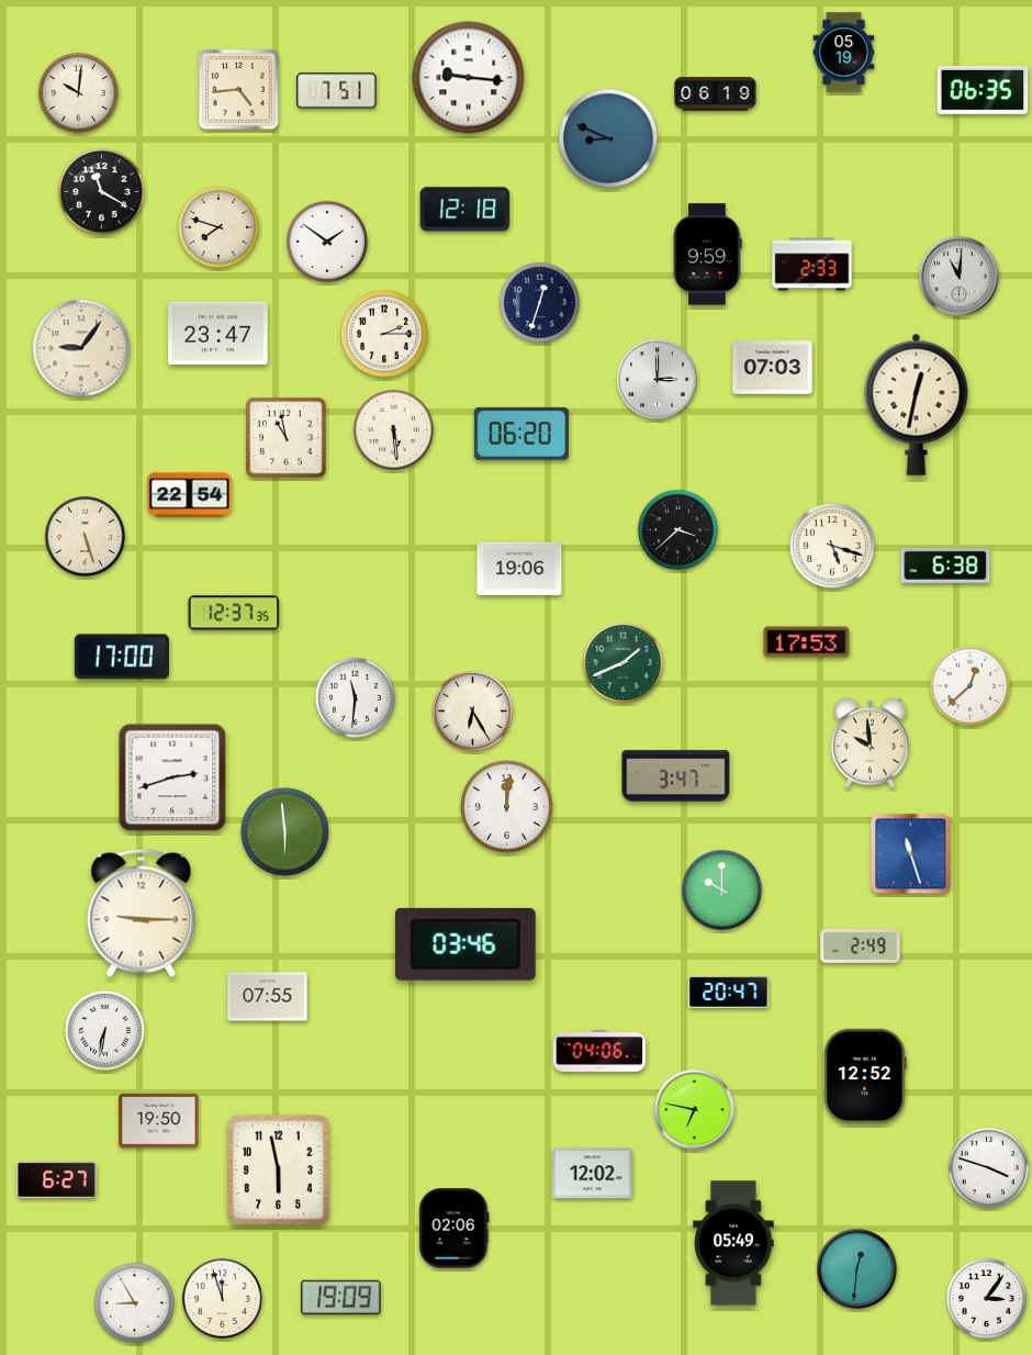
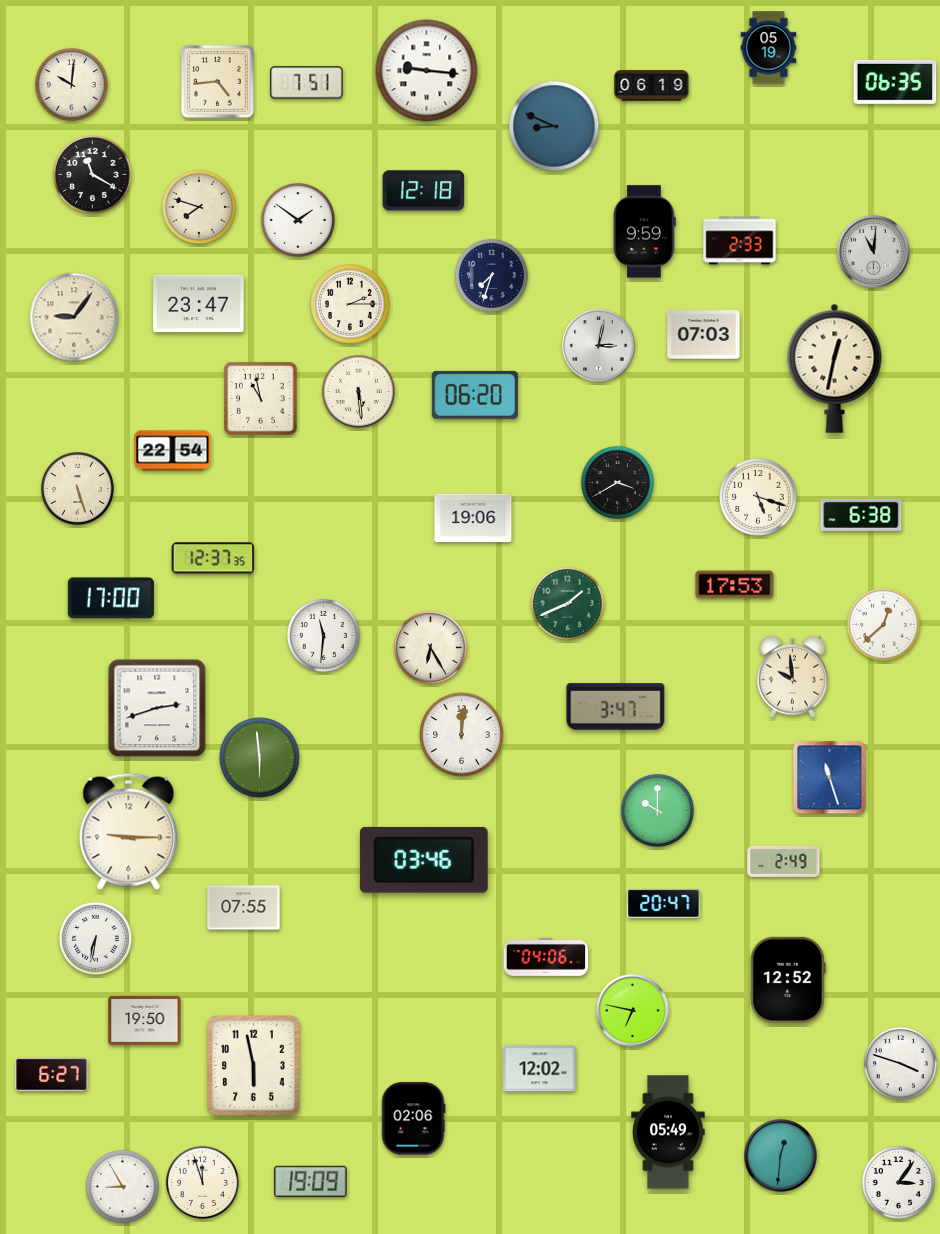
clock at (539, 302): 12:33 -> 7:33
clock at (658, 380): 3:00 -> 3:02
clock at (677, 529): 3:38 -> 3:40
